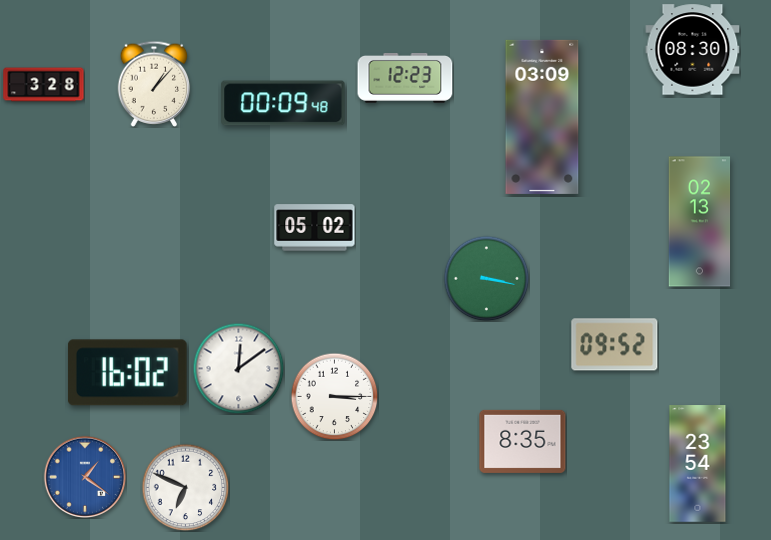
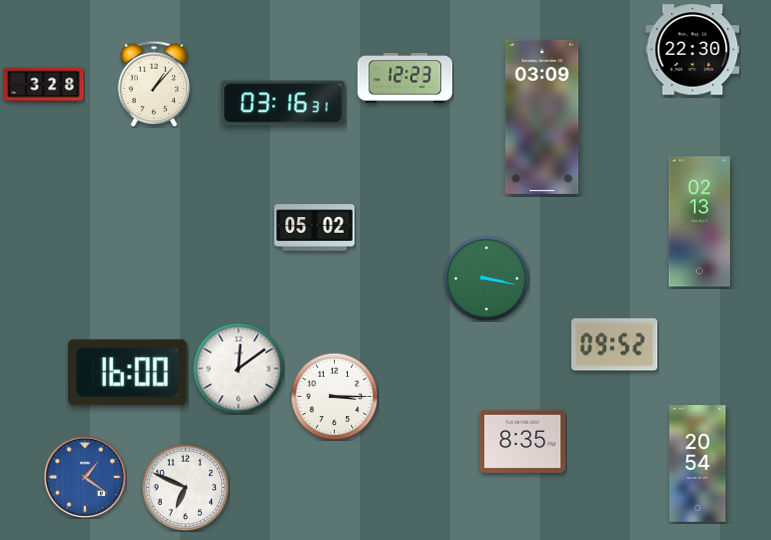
clock at (693, 50): 08:30 -> 22:30
clock at (283, 103): 00:09 -> 03:16
clock at (127, 373): 16:02 -> 16:00
clock at (698, 464): 23:54 -> 20:54
